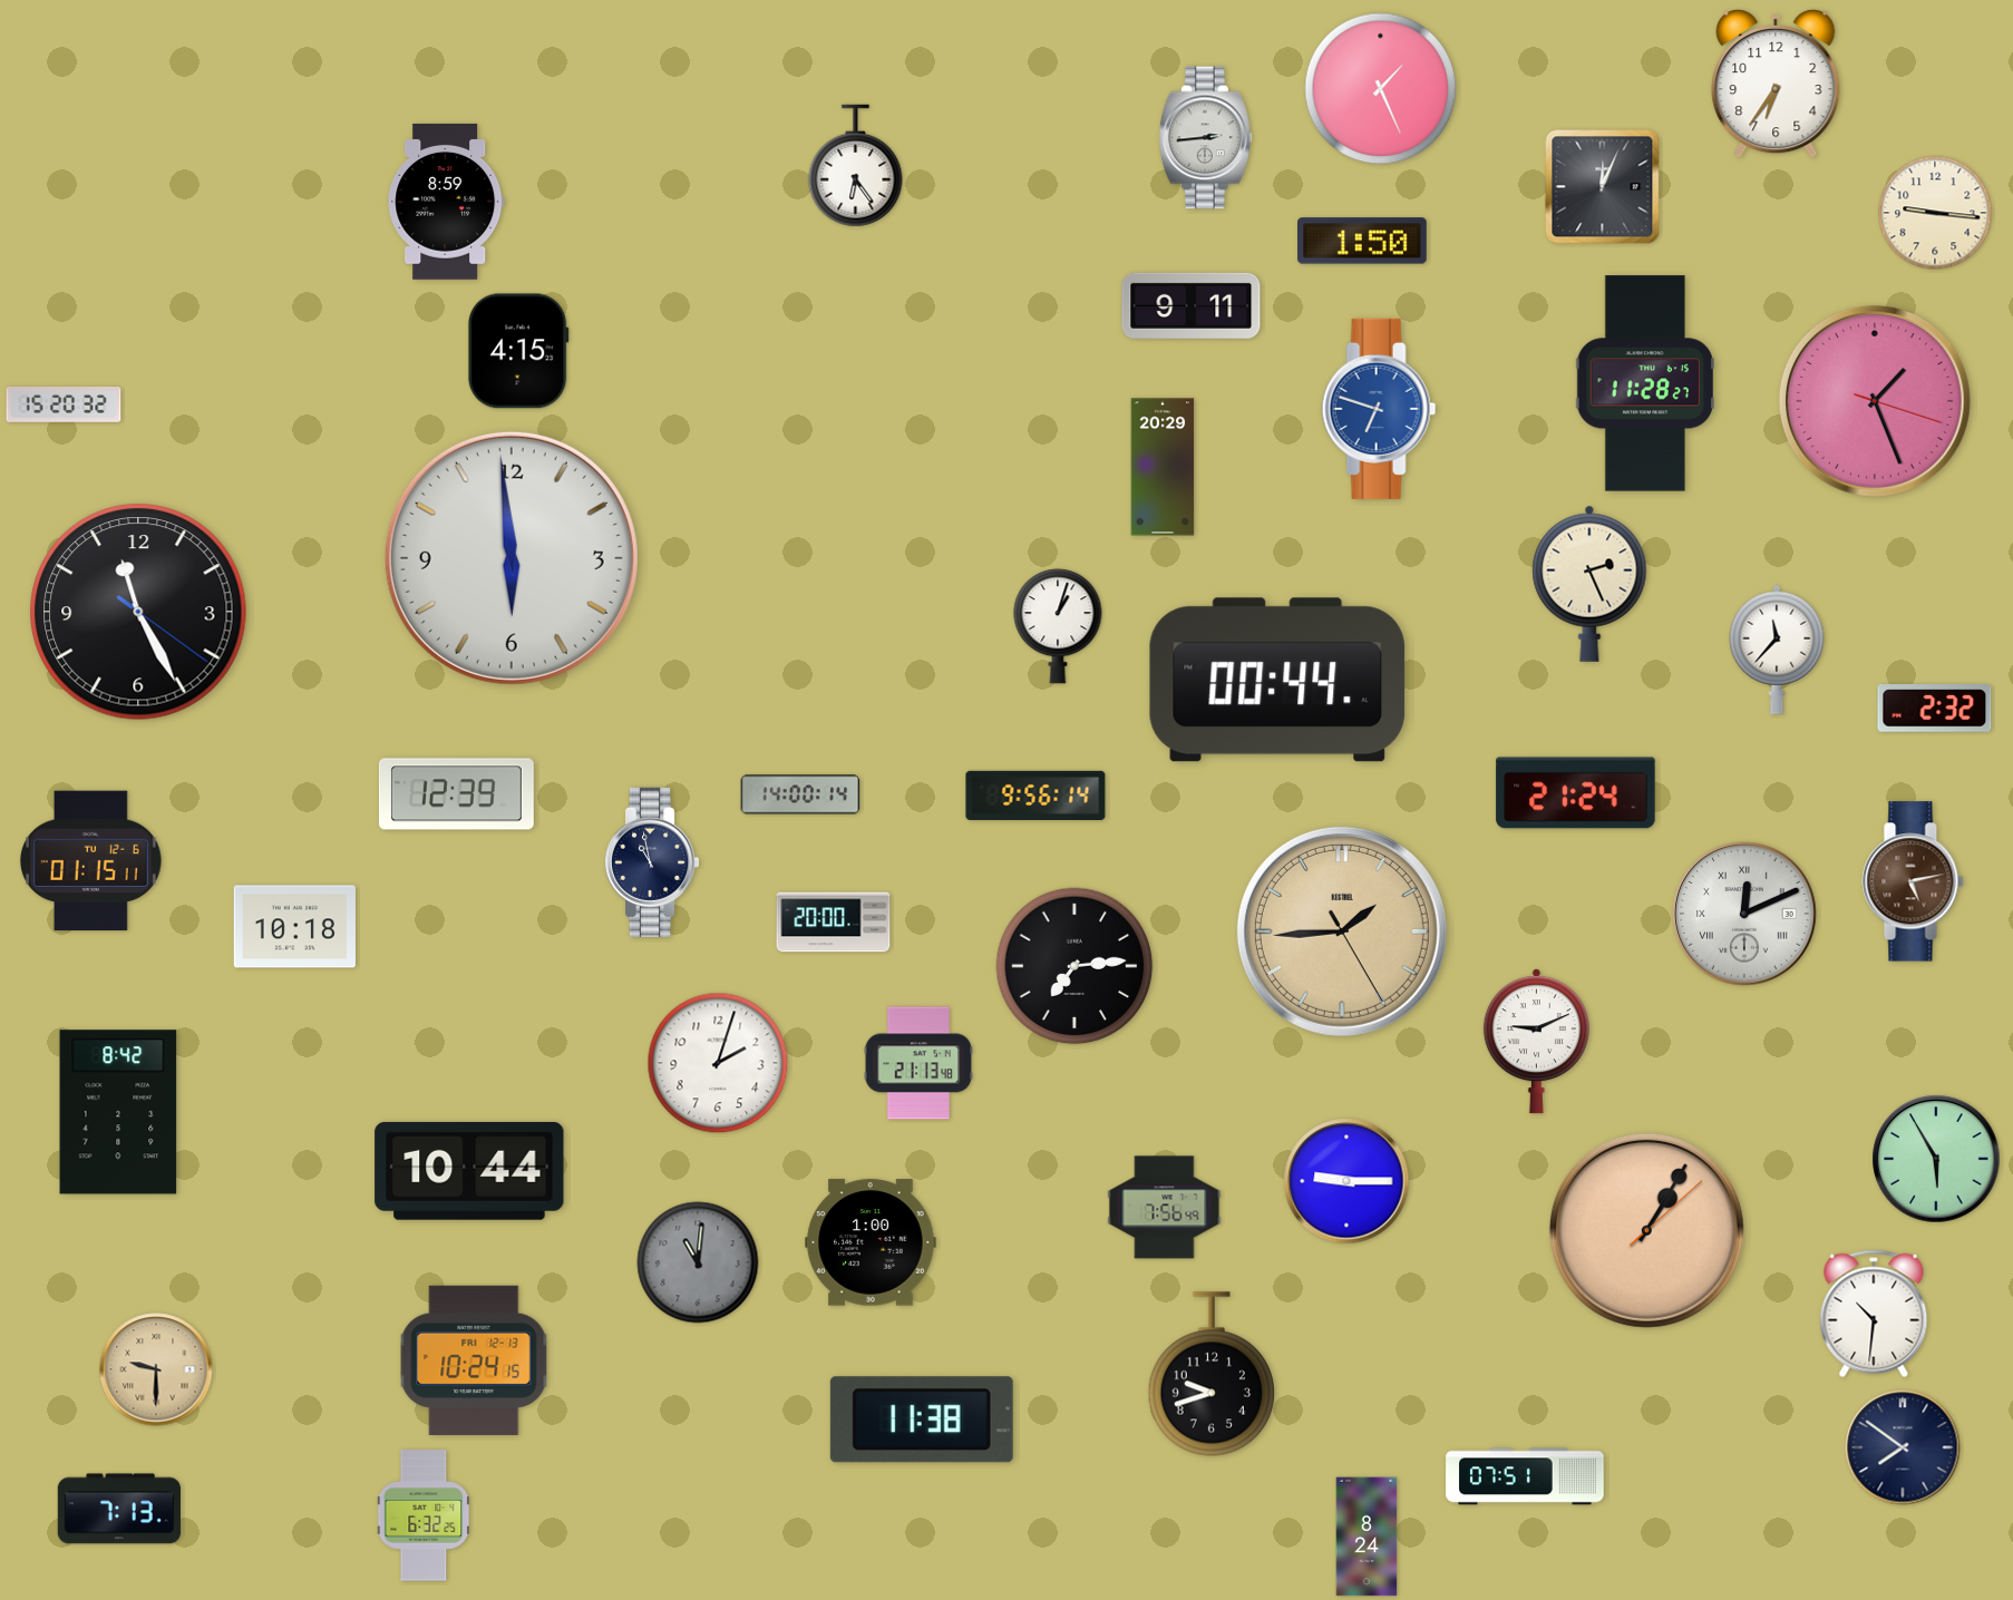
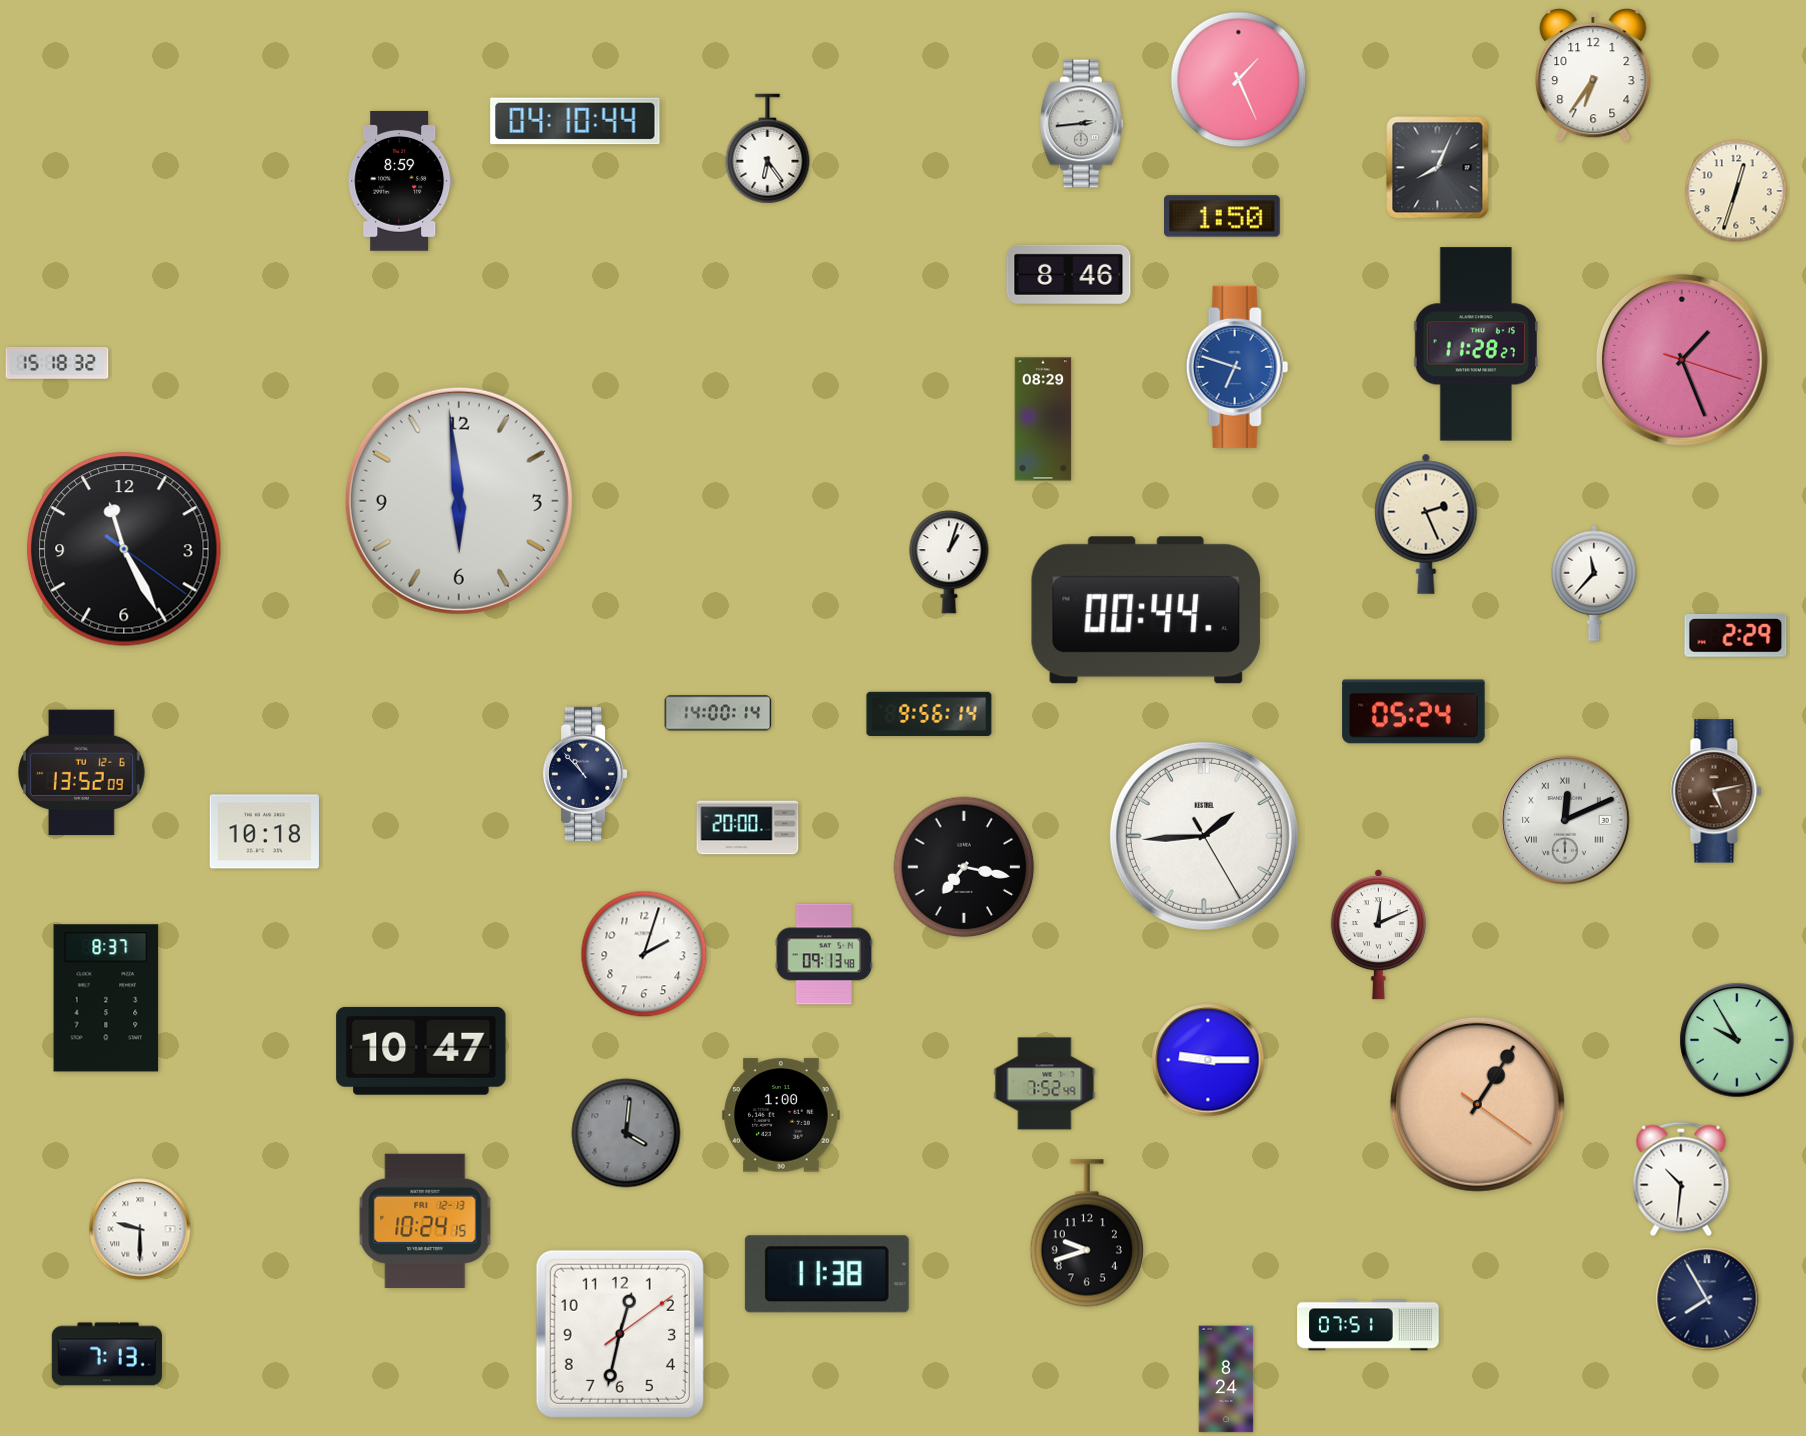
clock at (575, 121): none -> 04:10
clock at (1603, 187): 12:04 -> 8:04
clock at (1935, 213): 9:16 -> 12:33
clock at (1192, 305): 9:11 -> 8:46
clock at (518, 351): 4:15 -> none
clock at (64, 406): 15:20 -> 15:18
clock at (1163, 467): 20:29 -> 08:29
clock at (1935, 709): 2:32 -> 2:29
clock at (1576, 793): 21:24 -> 05:24
clock at (456, 794): 12:39 -> none
clock at (91, 861): 01:15 -> 13:52
clock at (652, 862): 10:58 -> 10:53
clock at (1342, 931) dial: champagne -> white
clock at (1074, 966): 7:14 -> 7:17
clock at (1536, 1042): 9:11 -> 12:11
clock at (918, 1063): 21:13 -> 09:13
clock at (118, 1112): 8:42 -> 8:37
clock at (1936, 1159): 5:55 -> 9:55
clock at (469, 1171): 10:44 -> 10:47
clock at (1165, 1208): 7:56 -> 7:52
clock at (1646, 1230): 1:05:08 -> 1:05:21
clock at (698, 1262): 11:01 -> 4:01
clock at (156, 1369) dial: champagne -> white
clock at (1903, 1447): 7:51 -> 7:55
clock at (620, 1334): none -> 12:32
clock at (425, 1515): 6:32 -> none
